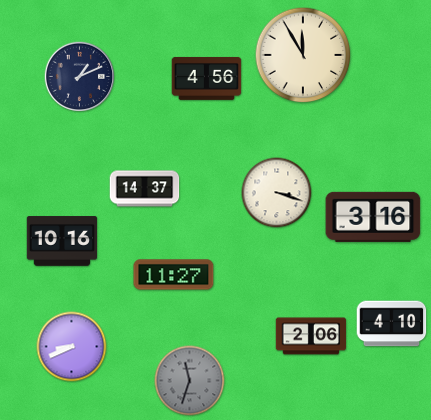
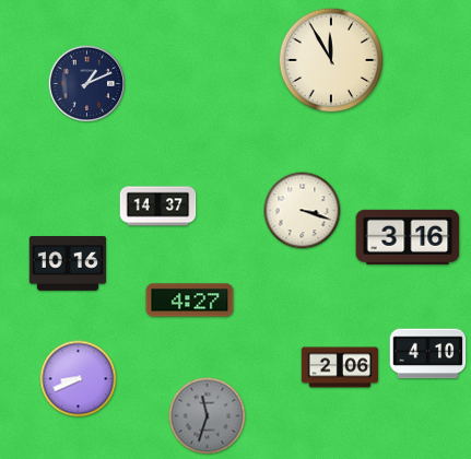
clock at (207, 79): 4:56 -> none
clock at (174, 275): 11:27 -> 4:27
